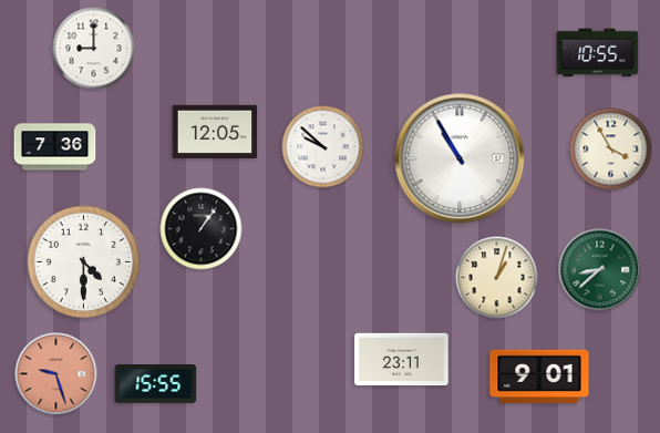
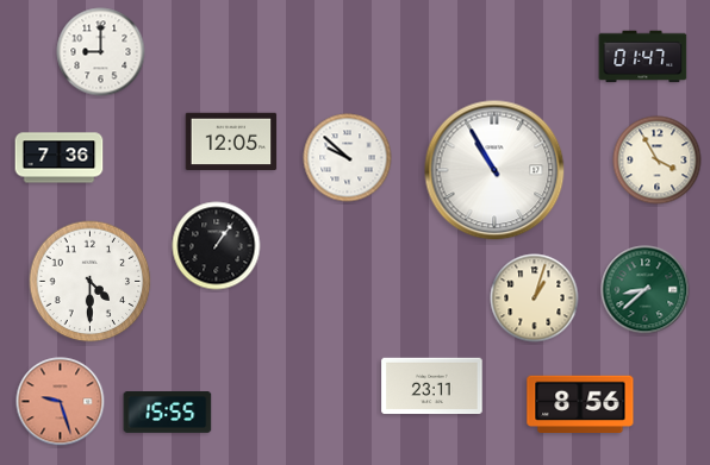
clock at (598, 53): 10:55 -> 01:47
clock at (539, 375): 9:01 -> 8:56
